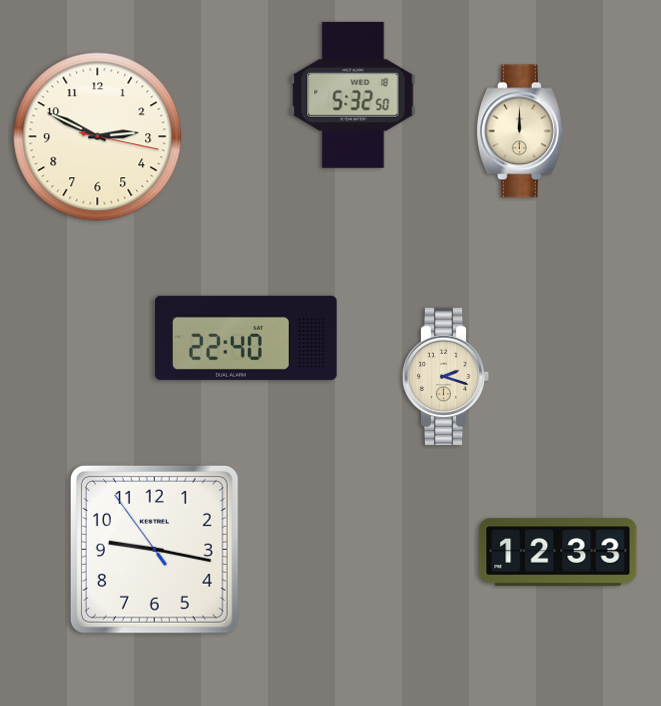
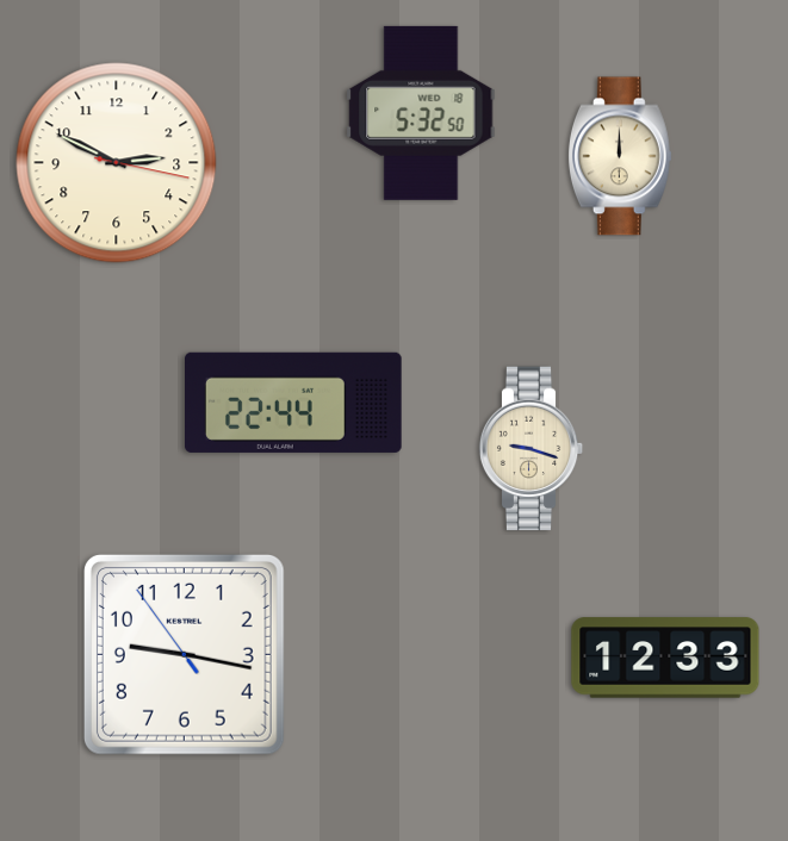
clock at (247, 338): 22:40 -> 22:44
clock at (446, 377): 2:18 -> 9:18
